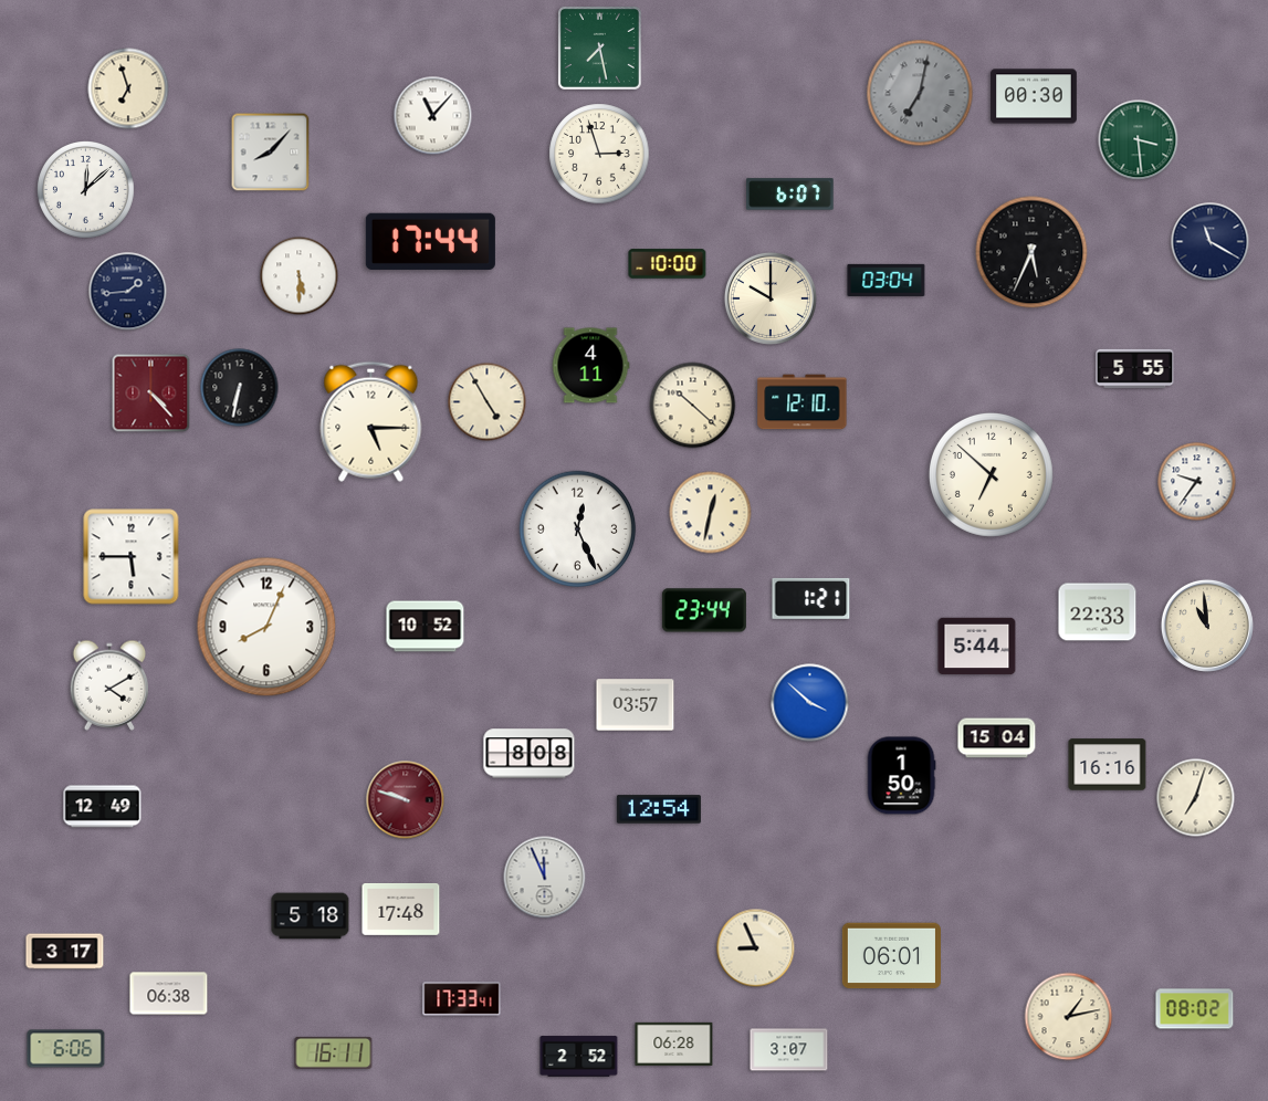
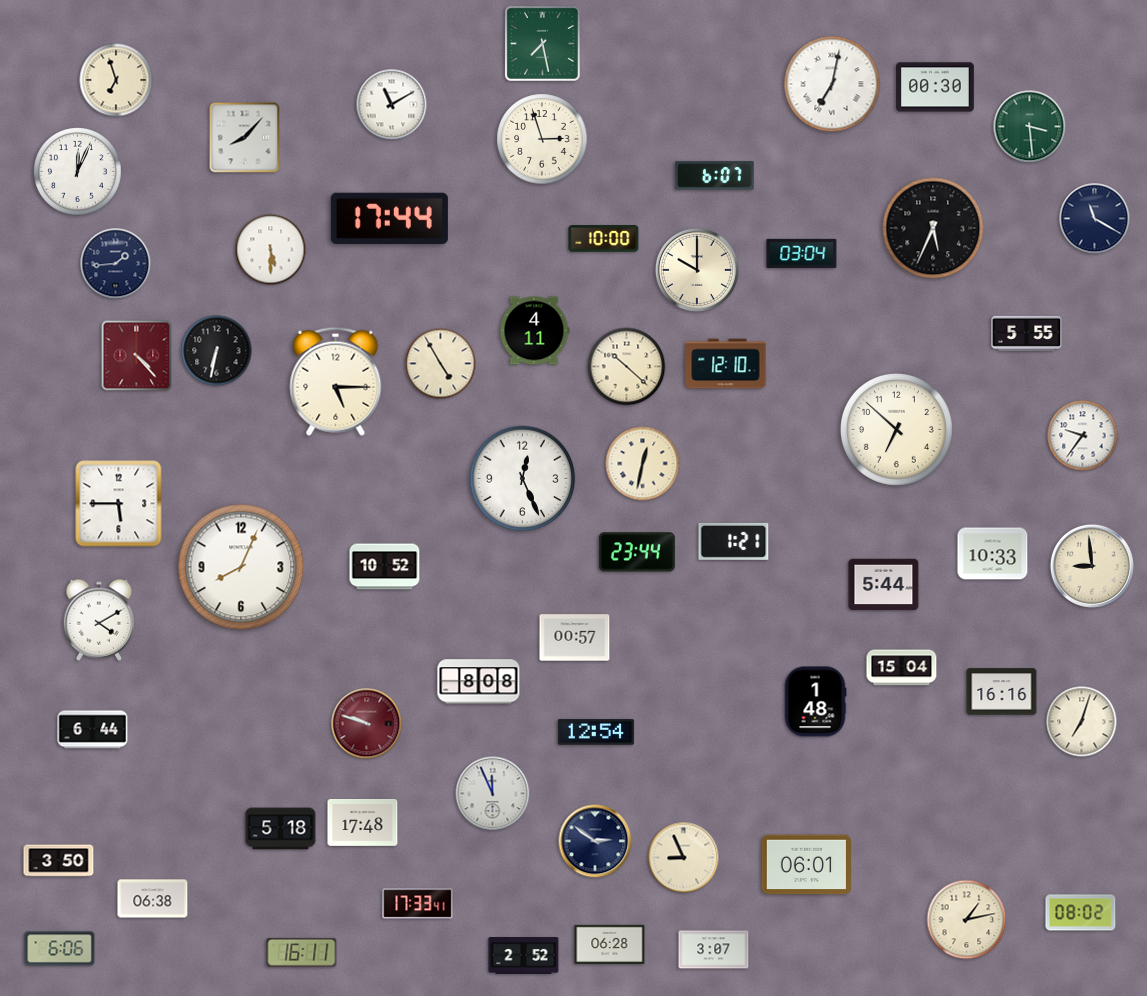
clock at (920, 93) dial: grey -> white
clock at (433, 116): 11:07 -> 11:10
clock at (86, 190): 12:08 -> 12:04
clock at (1098, 612): 22:33 -> 10:33
clock at (1207, 626): 10:59 -> 8:59
clock at (810, 703): 3:52 -> none
clock at (636, 705): 03:57 -> 00:57
clock at (901, 776): 1:50 -> 1:48
clock at (103, 807): 12:49 -> 6:44
clock at (595, 841): none -> 2:51
clock at (65, 952): 3:17 -> 3:50
